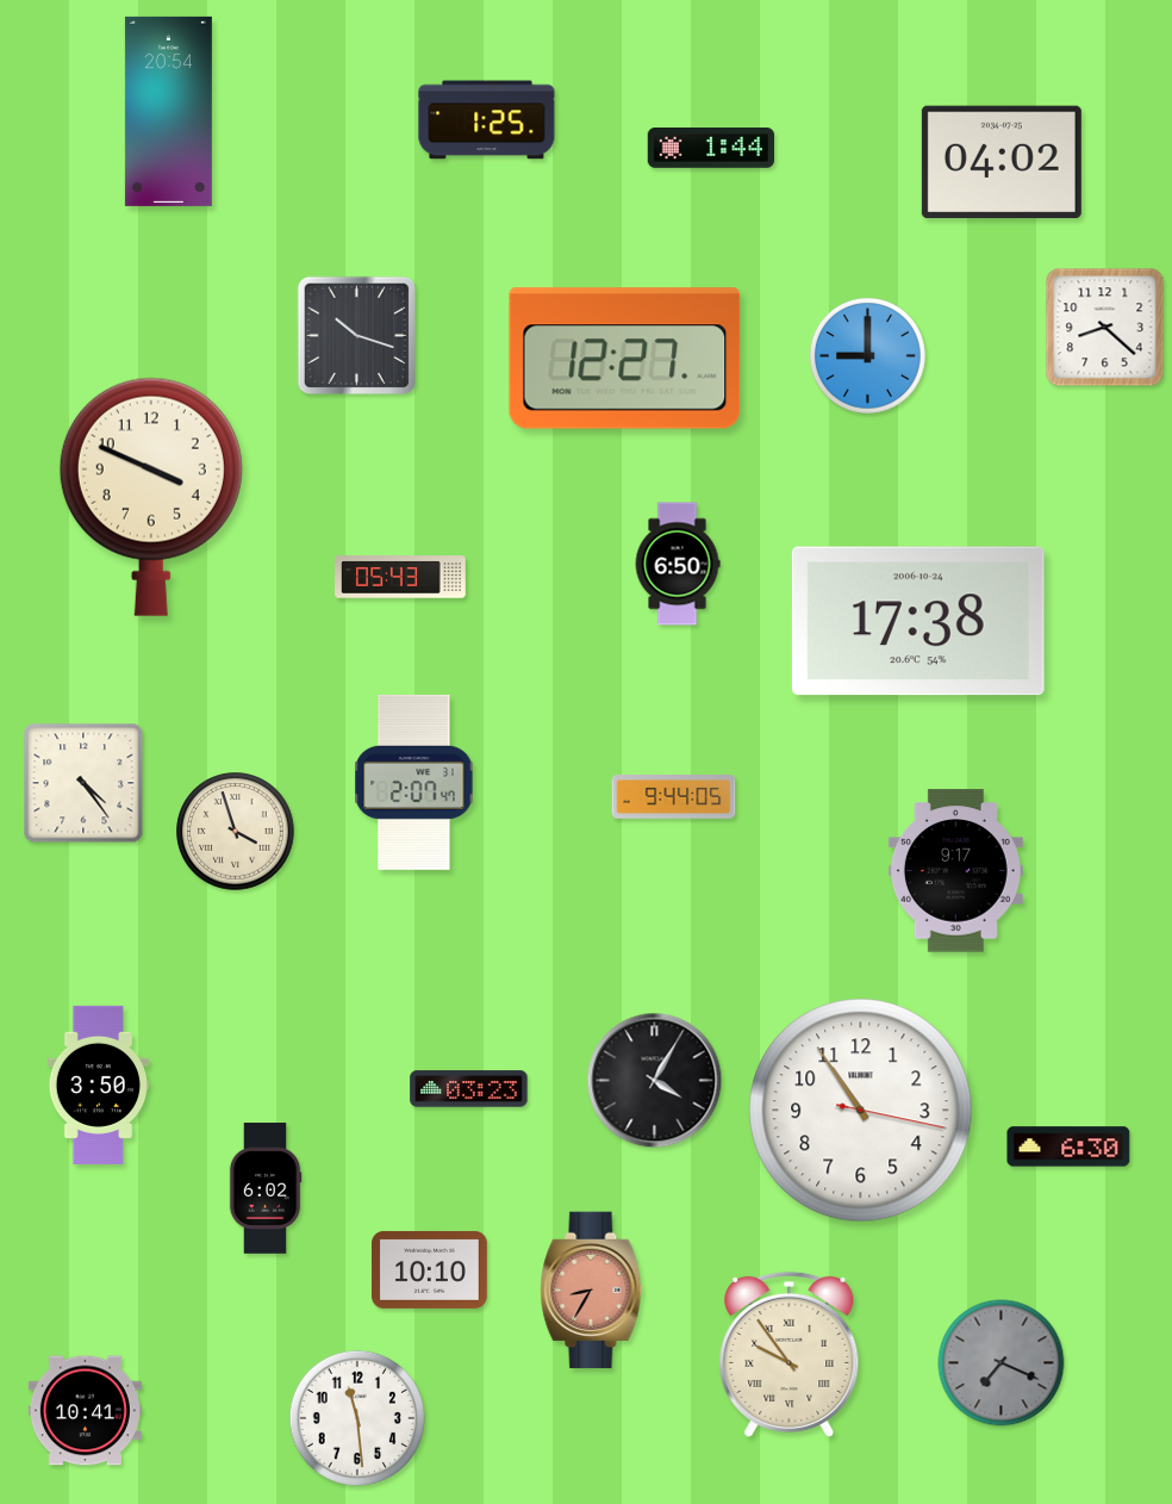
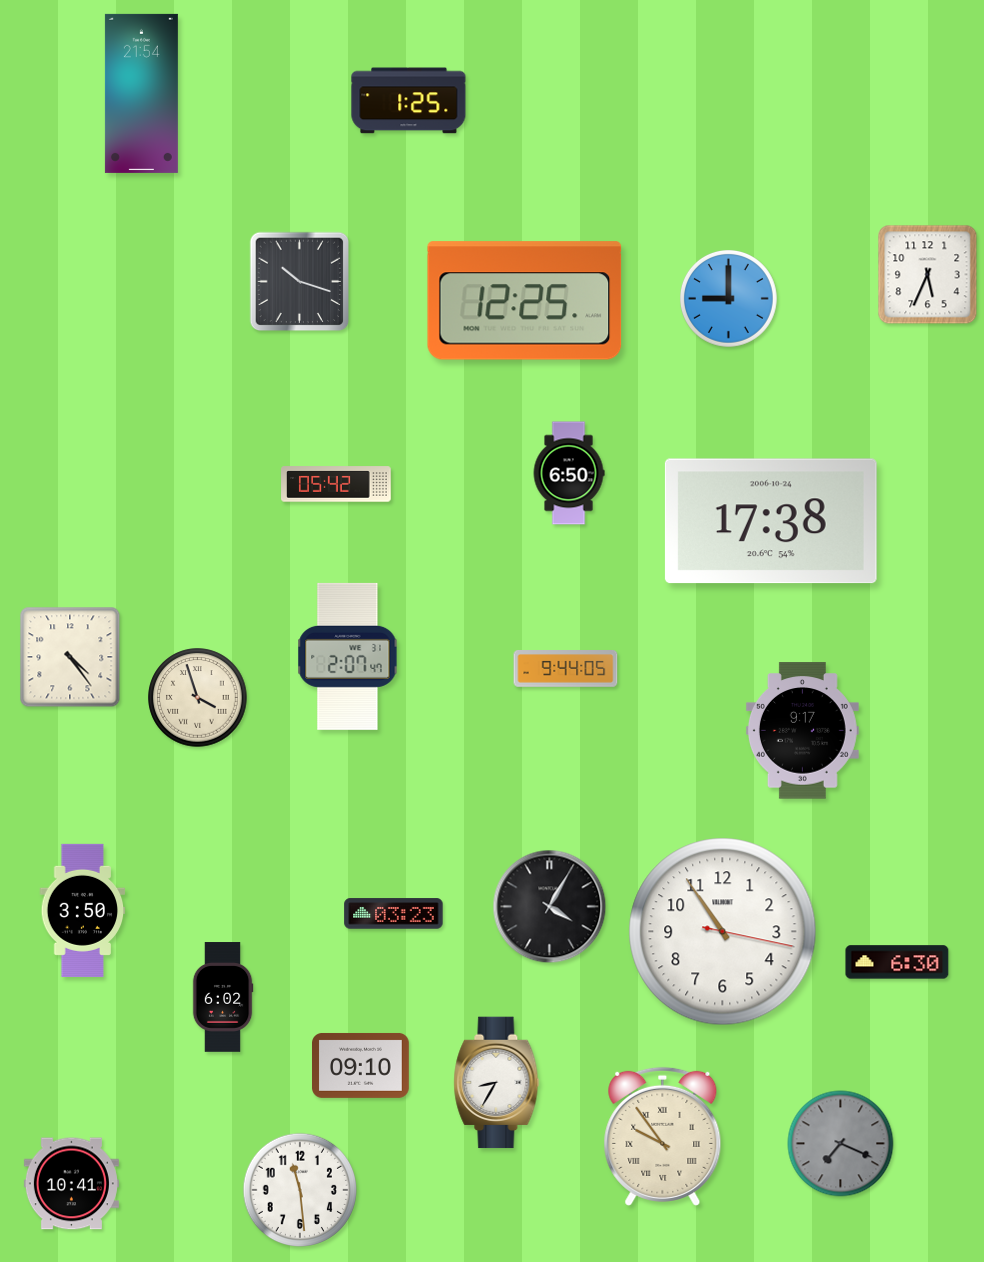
clock at (168, 111): 20:54 -> 21:54
clock at (711, 149): 1:44 -> none
clock at (1002, 162): 04:02 -> none
clock at (1105, 328): 8:22 -> 5:34
clock at (625, 359): 12:27 -> 12:25
clock at (151, 497): 3:49 -> none
clock at (400, 577): 05:43 -> 05:42
clock at (430, 1269): 10:10 -> 09:10
clock at (592, 1291) dial: salmon -> white
